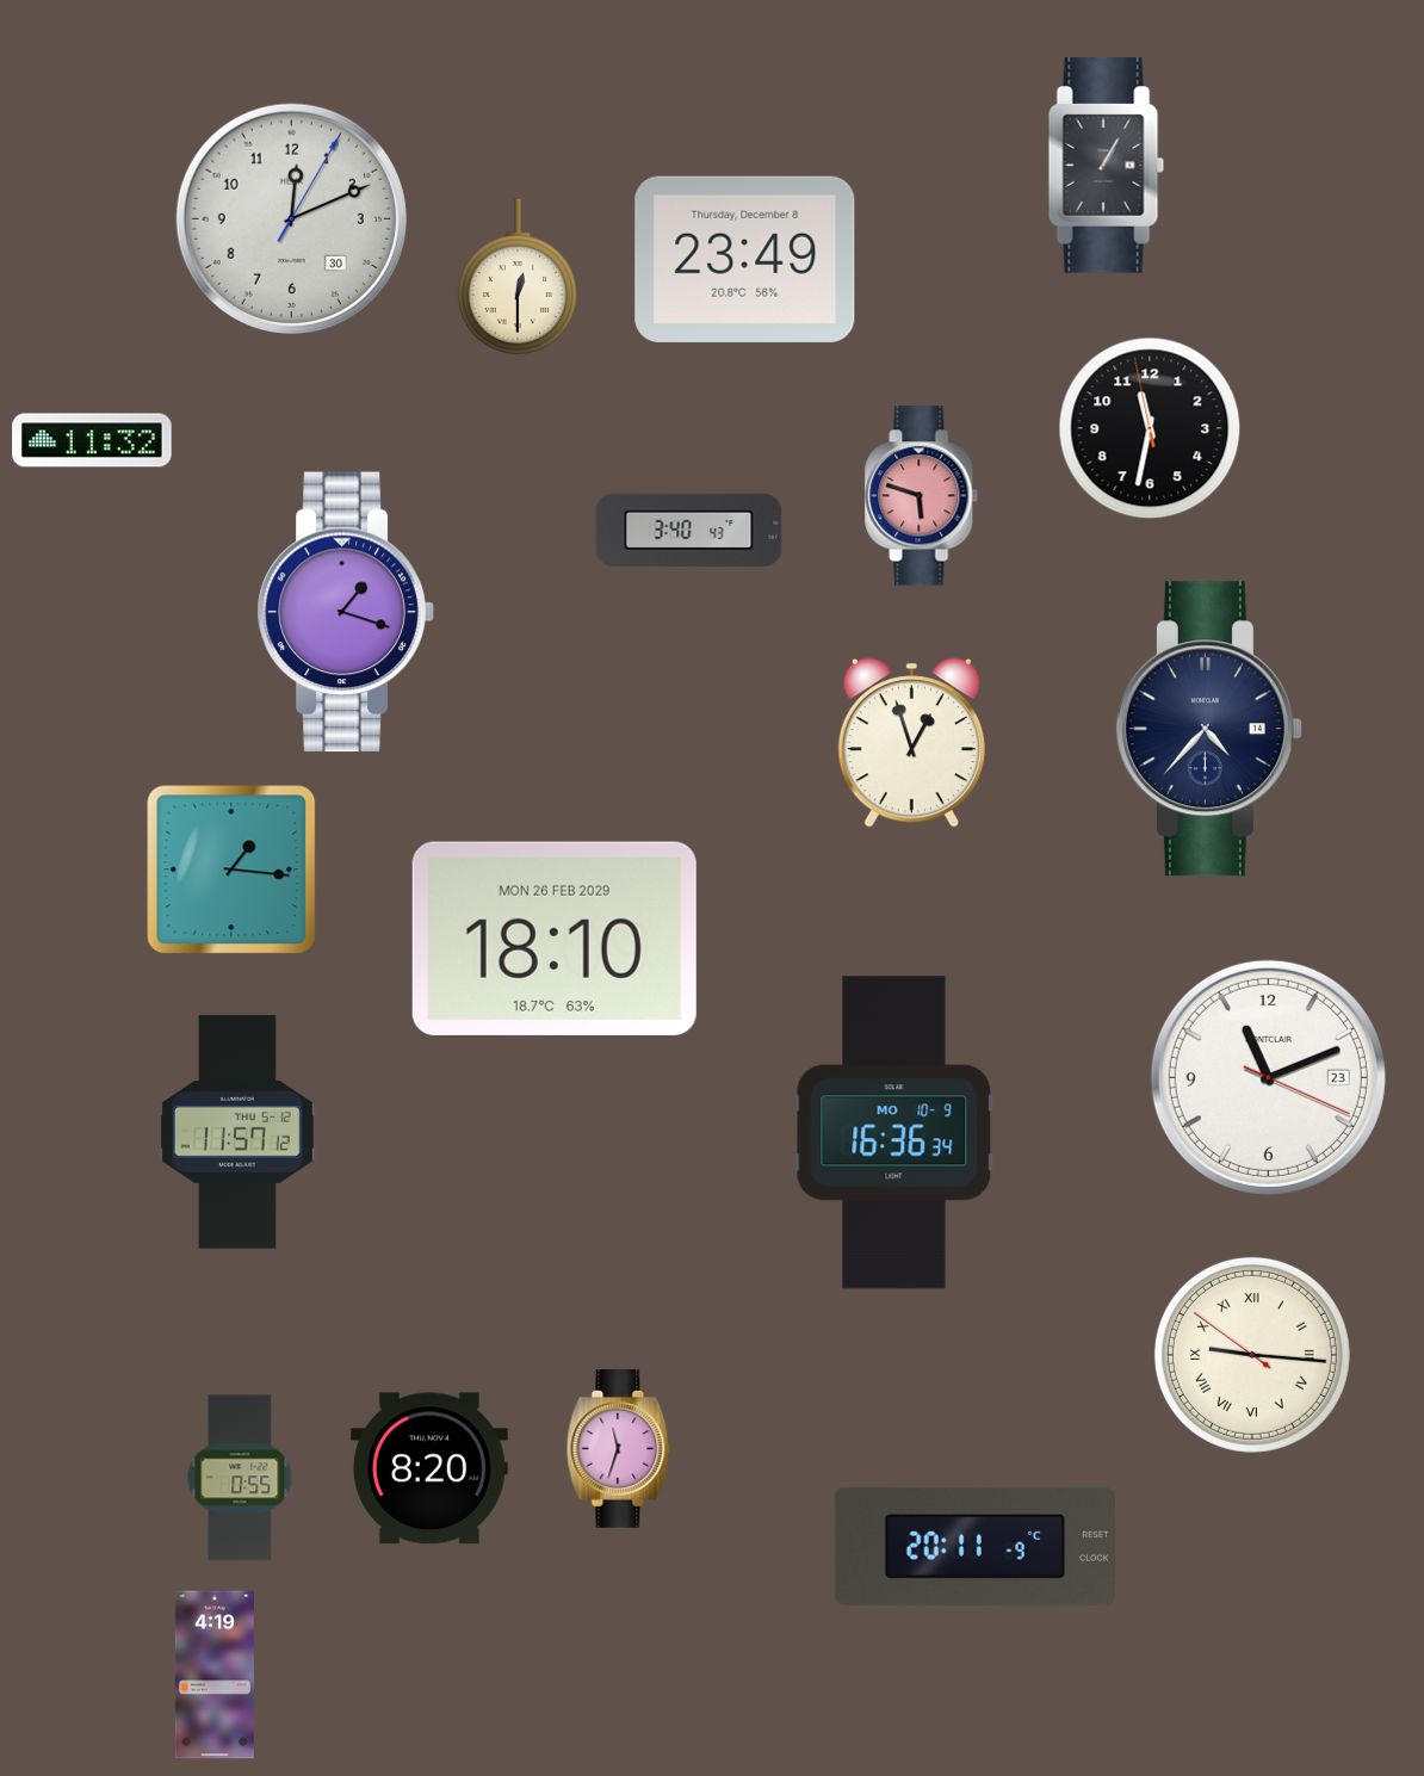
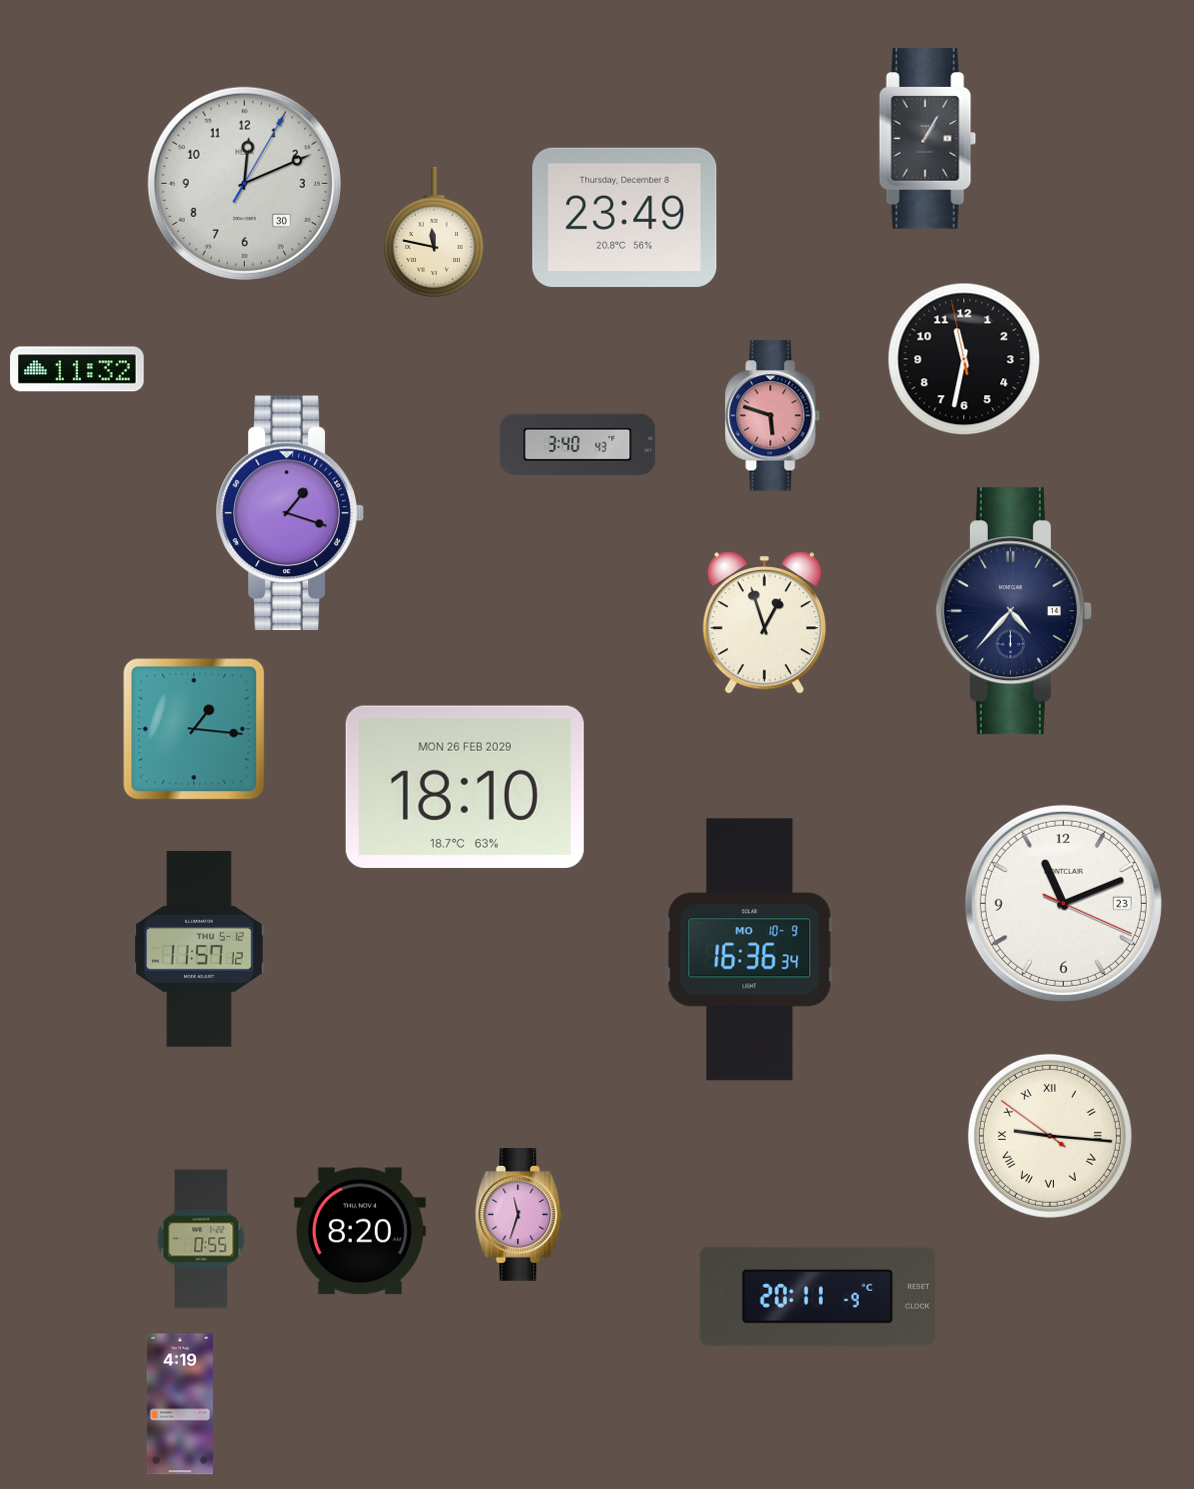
clock at (518, 276): 12:30 -> 11:47
